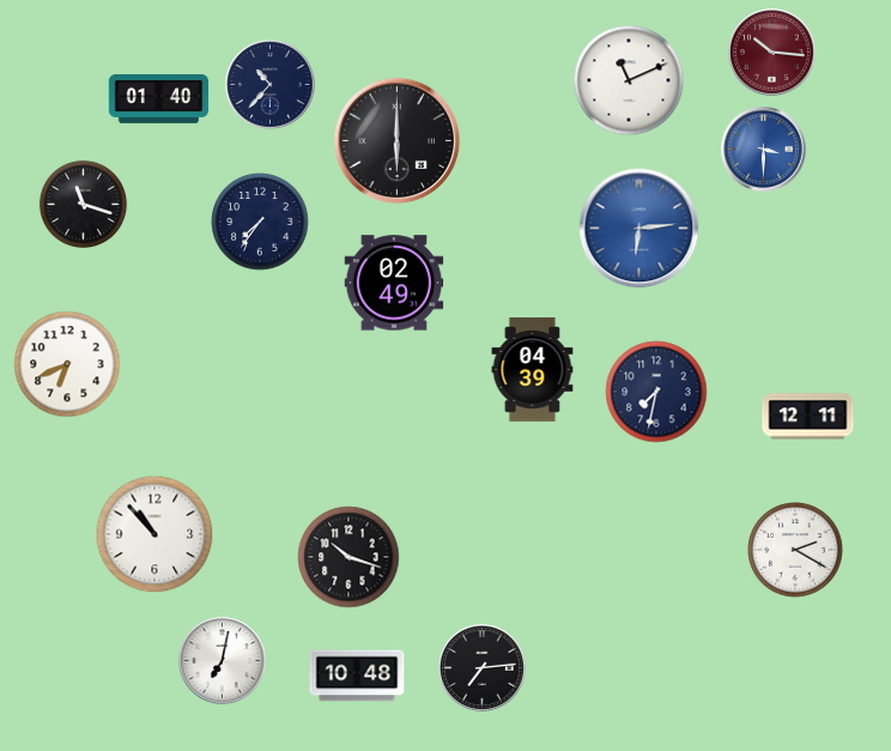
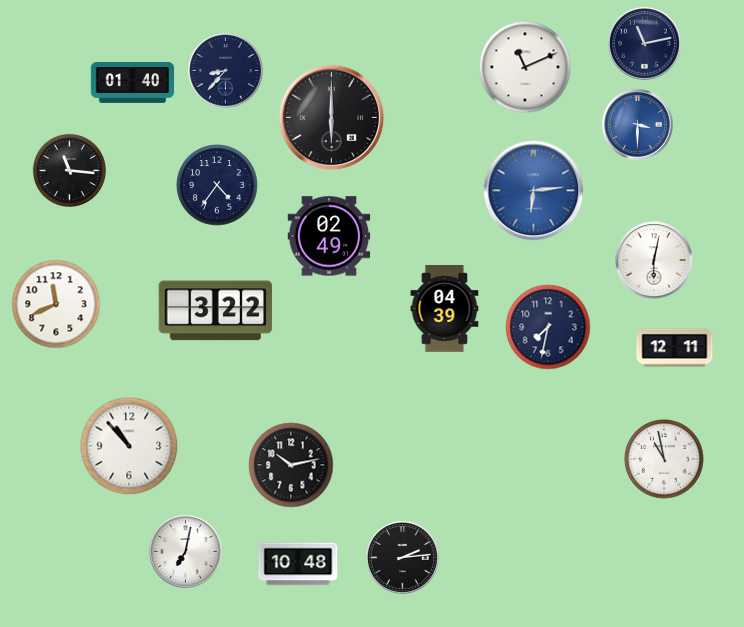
clock at (772, 53): 10:16 -> 11:13
clock at (772, 53) dial: burgundy -> navy
clock at (271, 85): 10:37 -> 8:37
clock at (83, 204): 11:18 -> 11:16
clock at (260, 222): 7:36 -> 4:36
clock at (654, 260): none -> 6:02
clock at (67, 364): 6:41 -> 11:41
clock at (216, 311): none -> 3:22
clock at (795, 550): 2:20 -> 10:58
clock at (348, 557): 10:18 -> 10:13
clock at (483, 668): 7:14 -> 2:14
